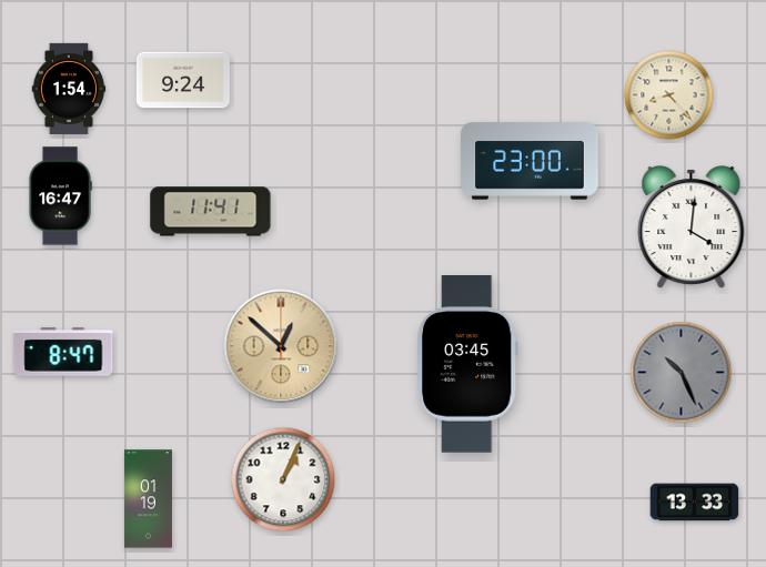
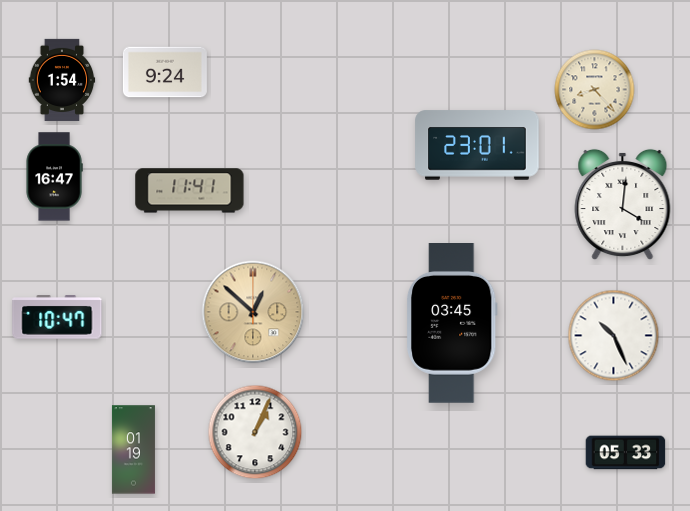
clock at (669, 95) position: (669, 95) -> (595, 90)
clock at (530, 161): 23:00 -> 23:01
clock at (63, 352): 8:47 -> 10:47
clock at (467, 365) position: (467, 365) -> (452, 324)
clock at (682, 373) dial: grey -> white
clock at (695, 503): 13:33 -> 05:33
